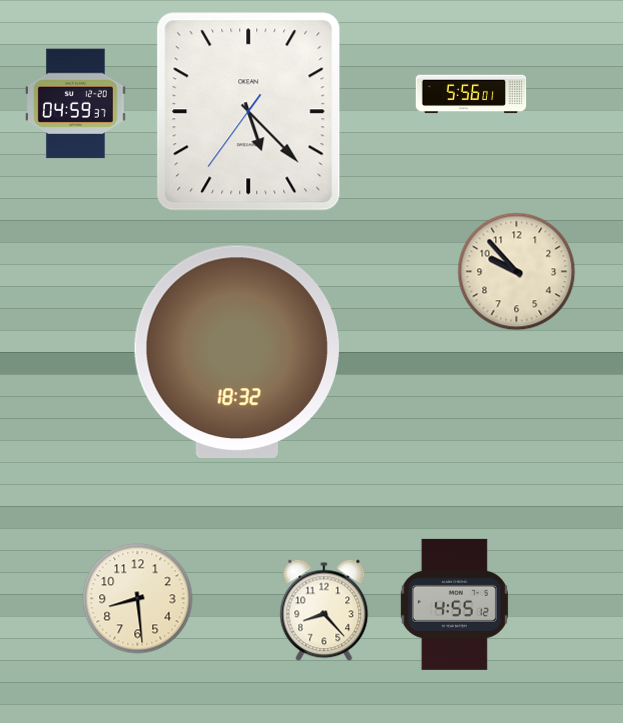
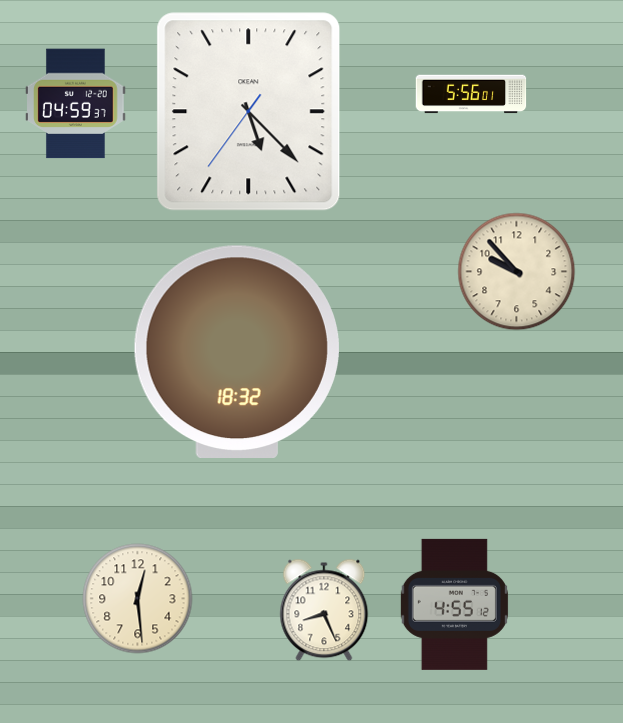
clock at (138, 599): 8:29 -> 12:29
clock at (324, 610): 8:23 -> 8:26
